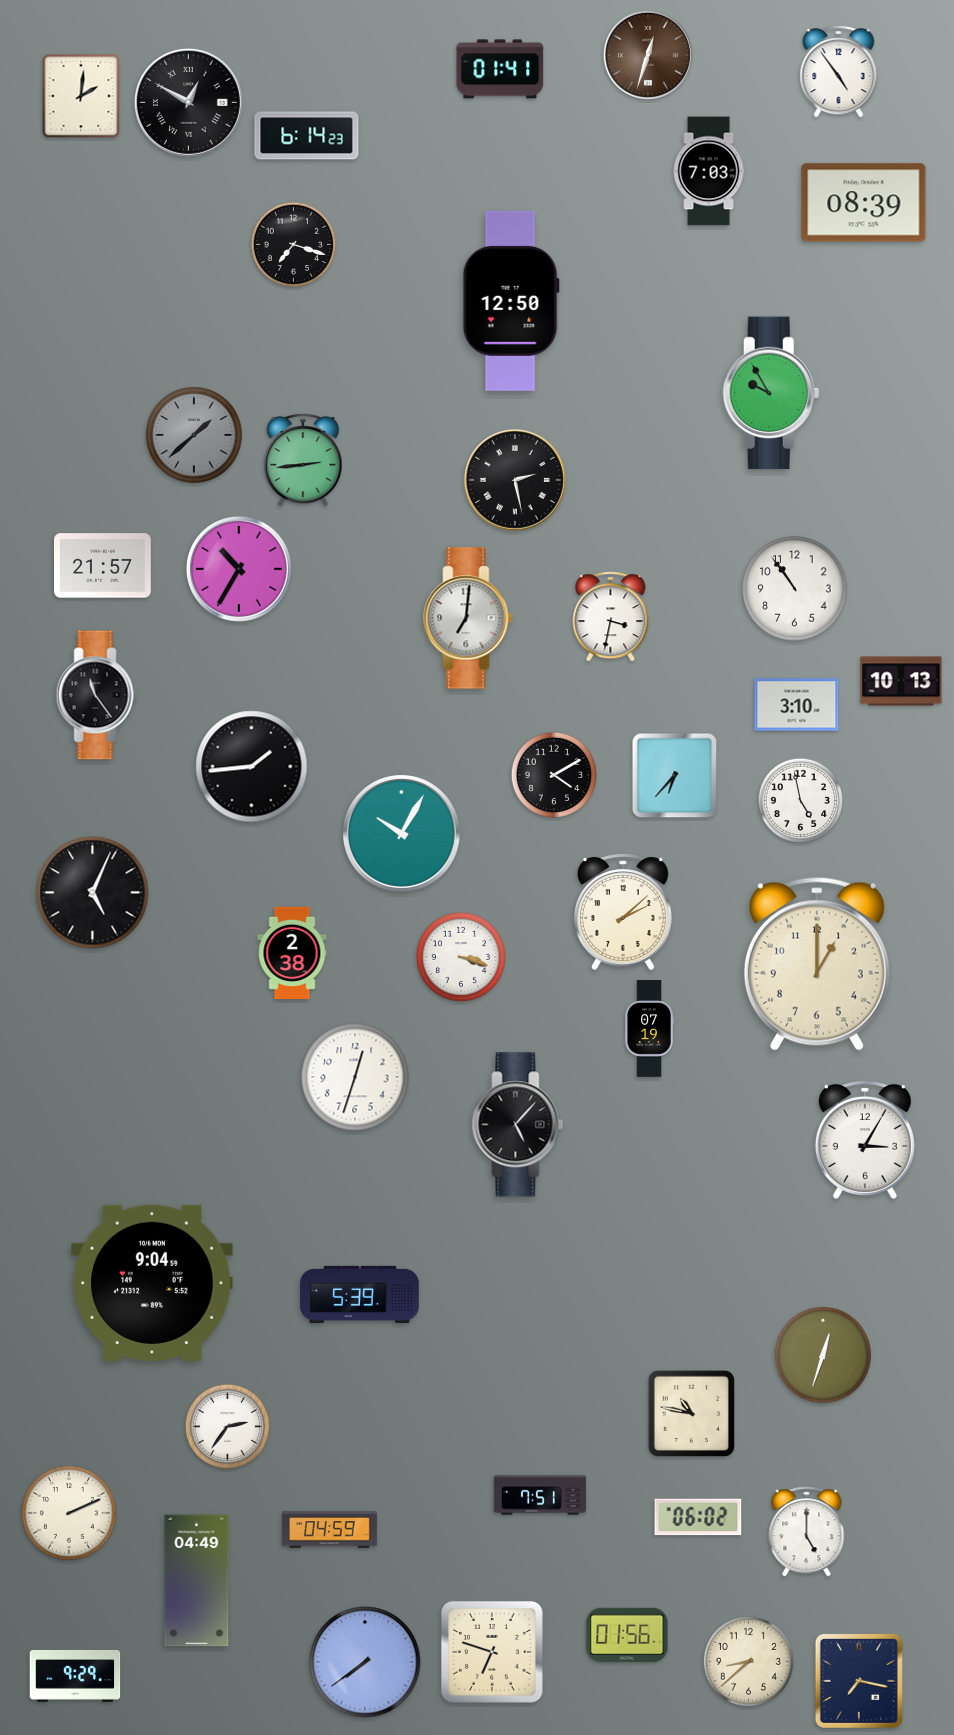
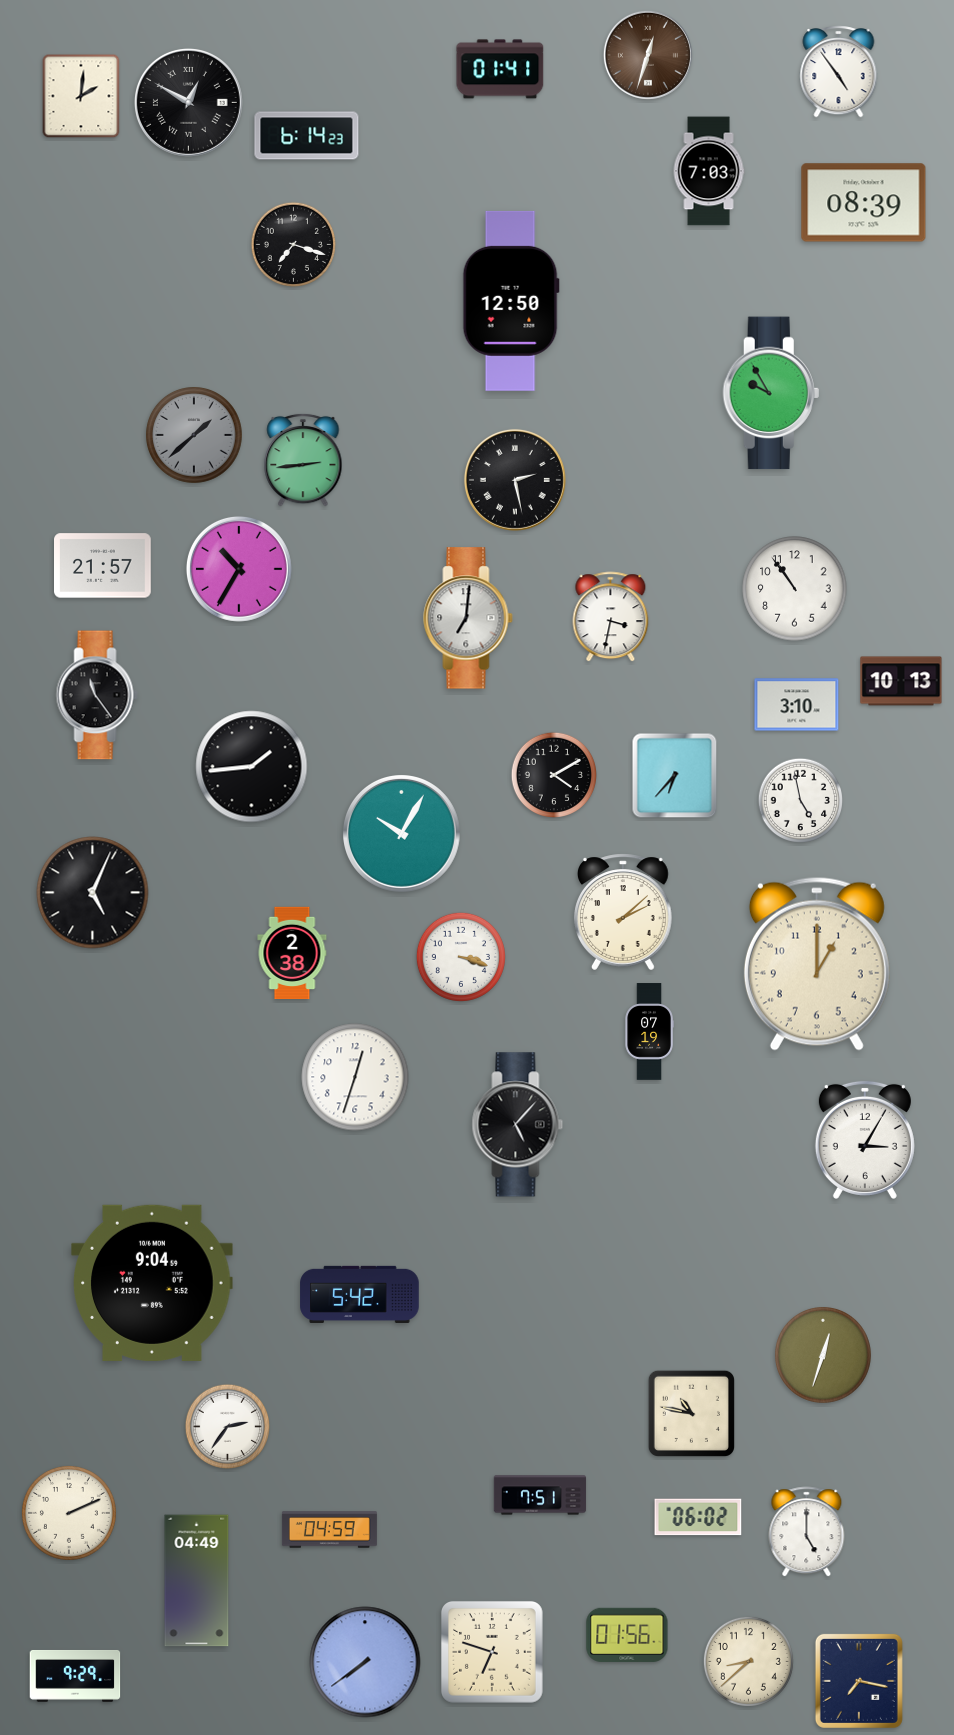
clock at (649, 1029) position: (649, 1029) -> (649, 1032)
clock at (360, 1294): 5:39 -> 5:42
